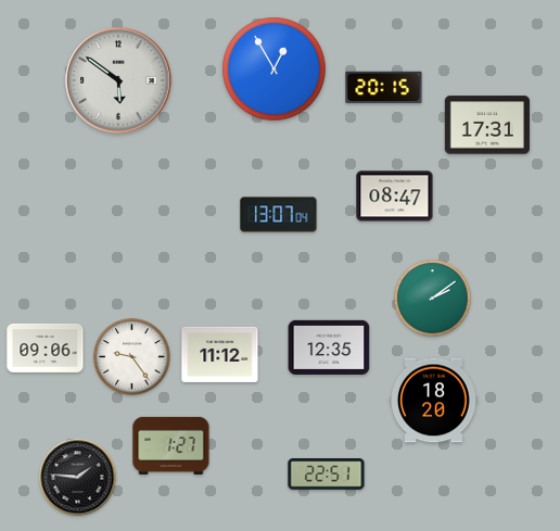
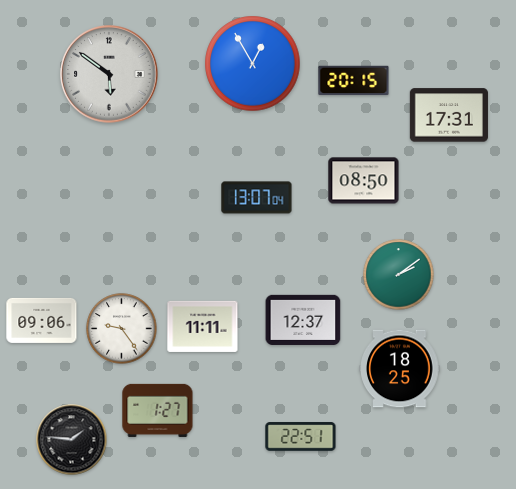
clock at (395, 197): 08:47 -> 08:50
clock at (329, 347): 12:35 -> 12:37
clock at (220, 354): 11:12 -> 11:11
clock at (434, 401): 18:20 -> 18:25
